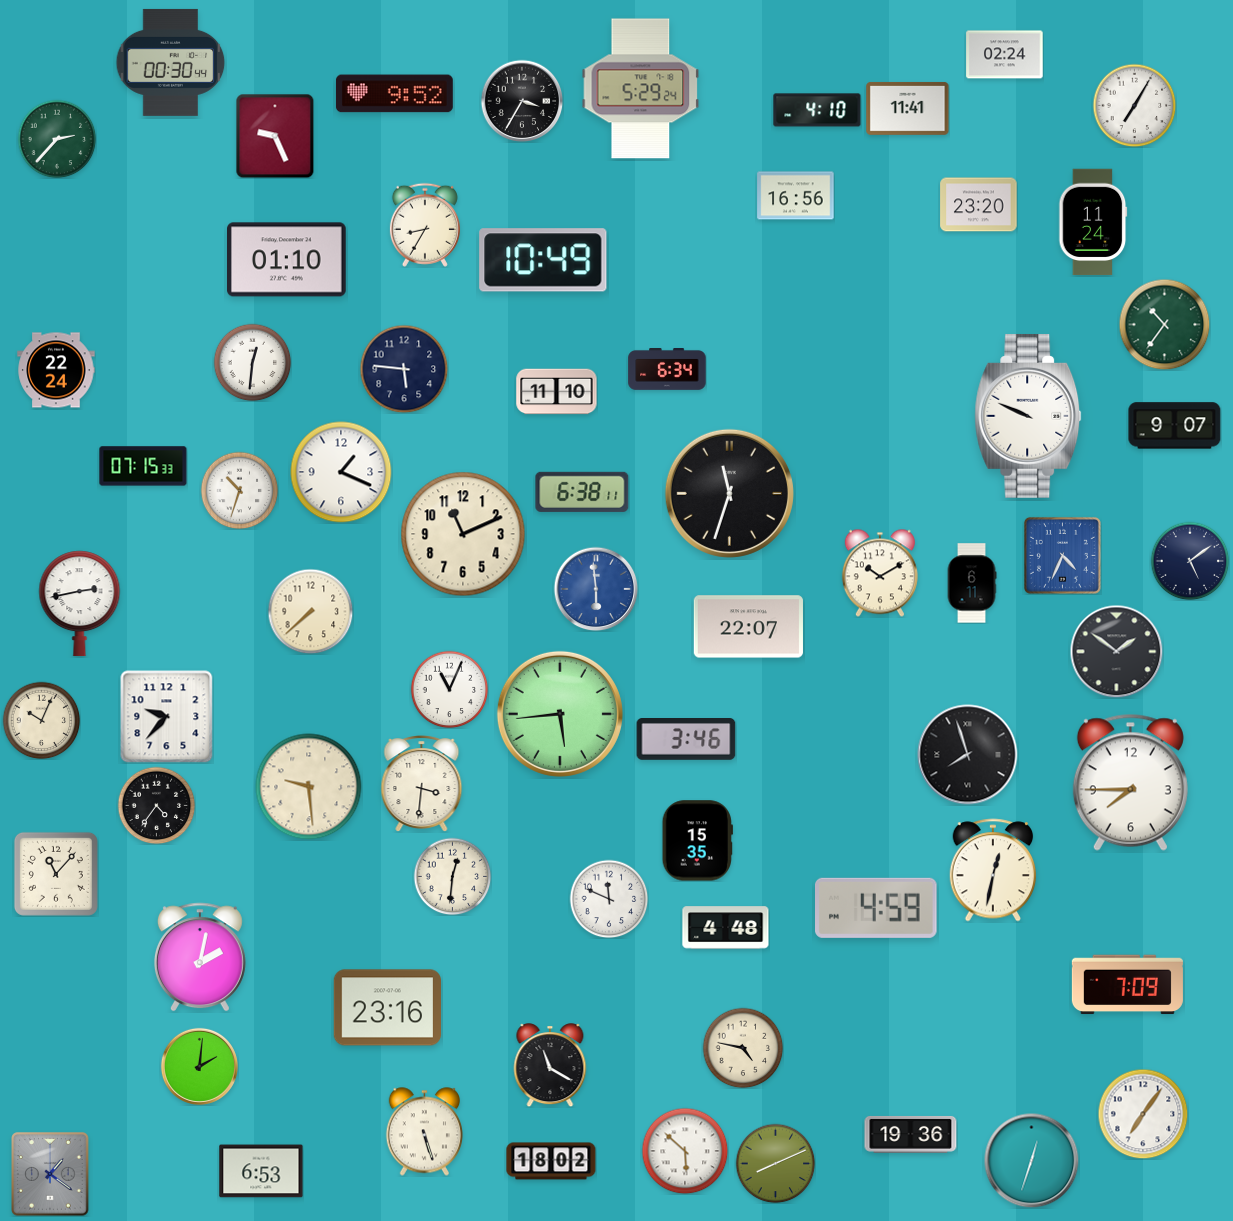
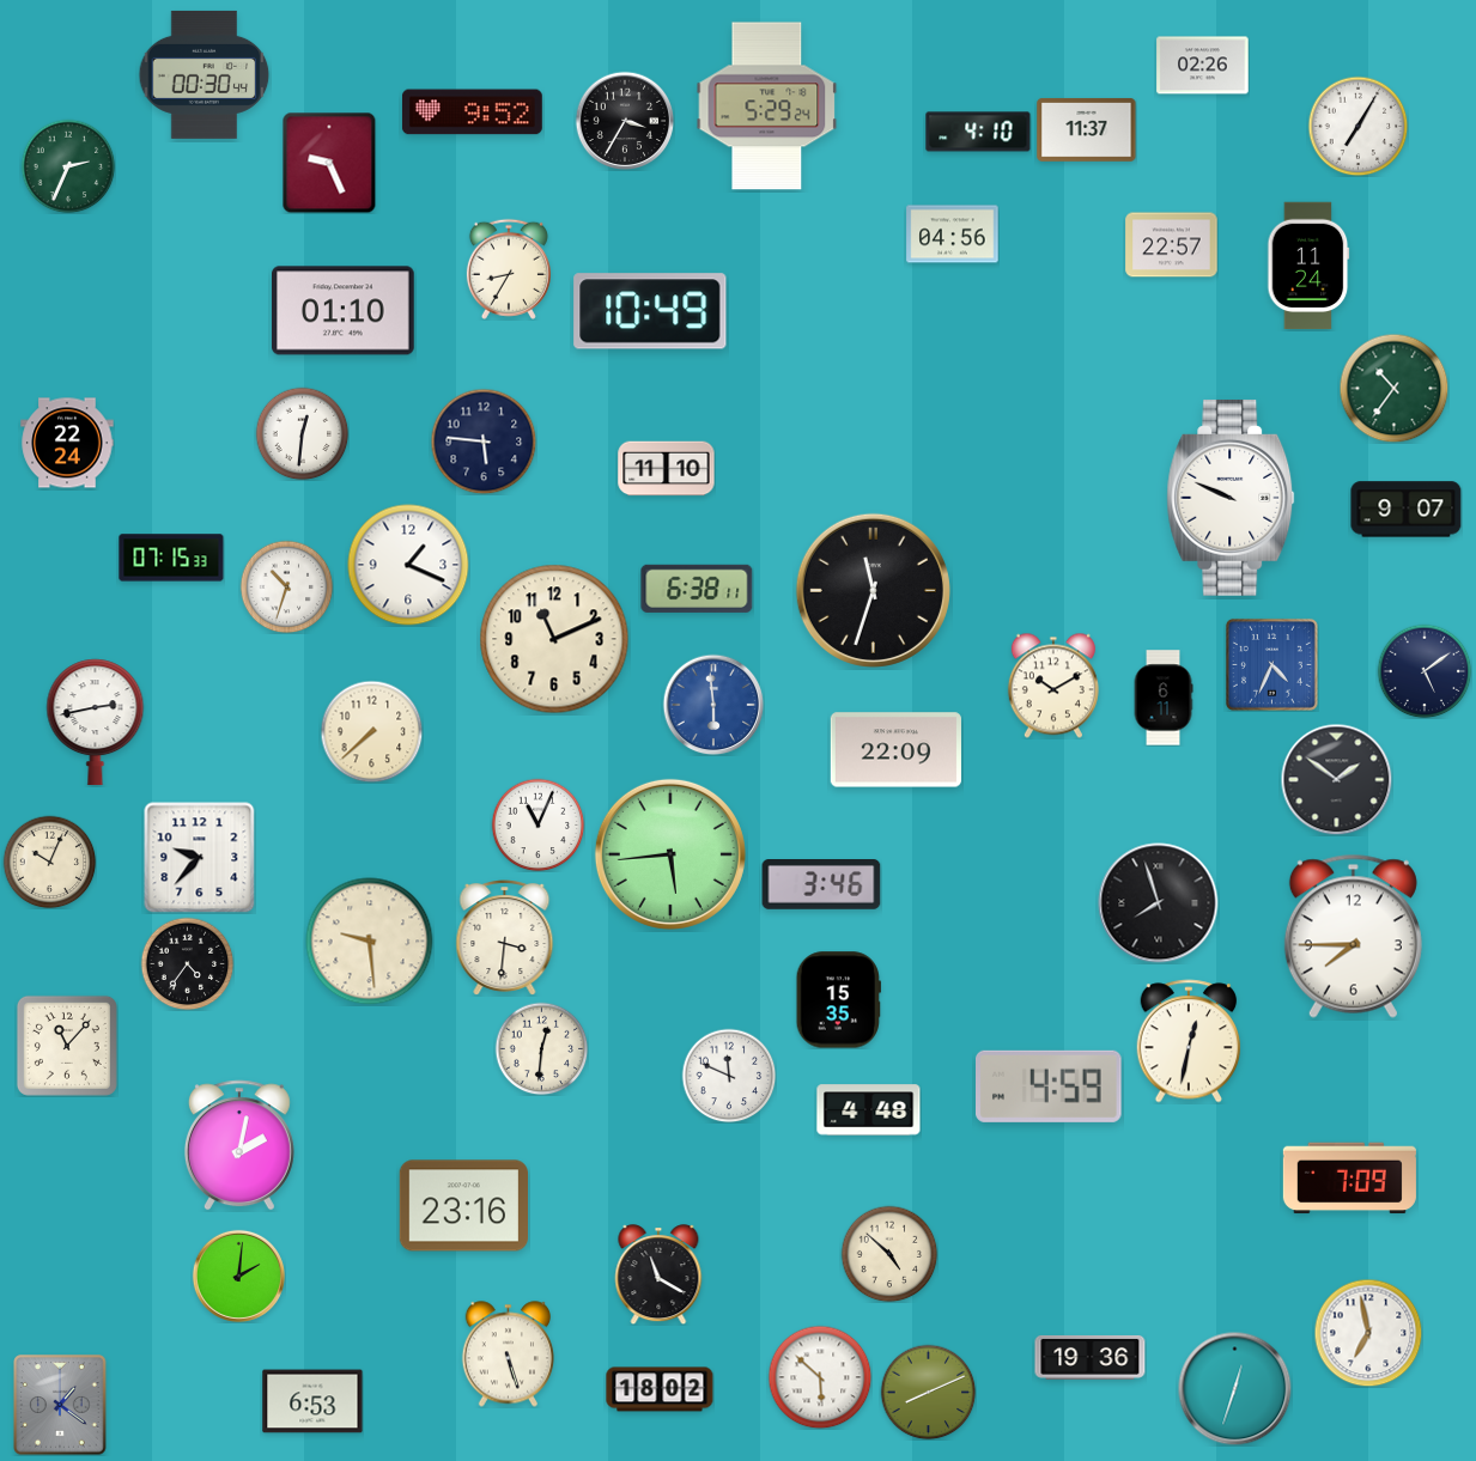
clock at (1005, 55): 02:24 -> 02:26
clock at (908, 108): 11:41 -> 11:37
clock at (57, 139): 2:37 -> 2:34
clock at (796, 196): 16:56 -> 04:56
clock at (979, 205): 23:20 -> 22:57
clock at (667, 370): 6:34 -> none
clock at (748, 627): 22:07 -> 22:09
clock at (697, 841) position: (697, 841) -> (838, 1000)
clock at (743, 1048): 4:47 -> 4:52
clock at (1143, 1114): 7:06 -> 6:58
